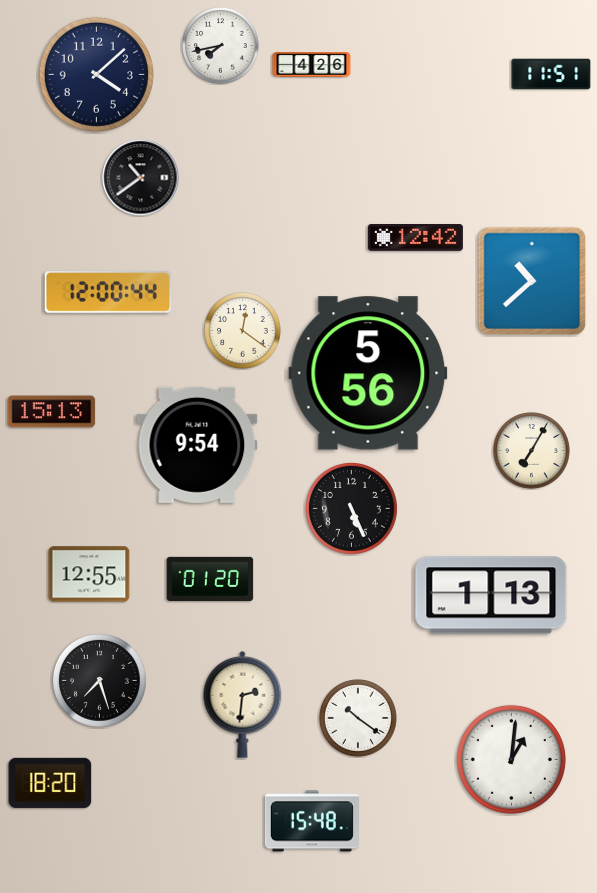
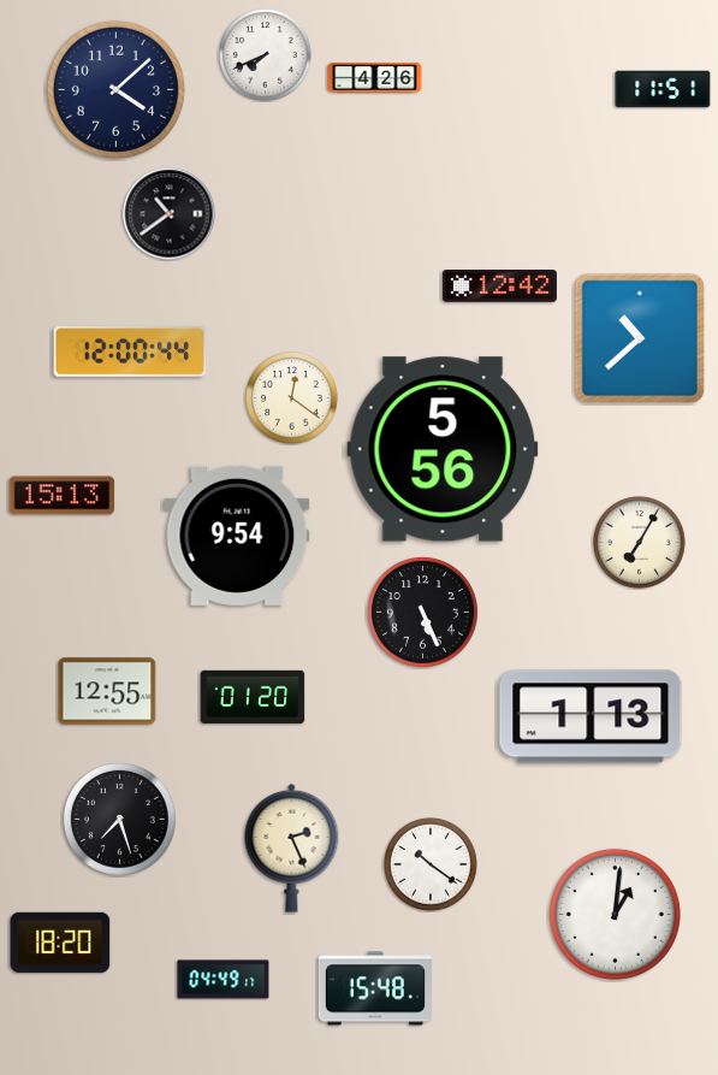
clock at (221, 46): 7:43 -> 7:41
clock at (243, 704): 2:31 -> 2:26
clock at (224, 980): none -> 04:49
